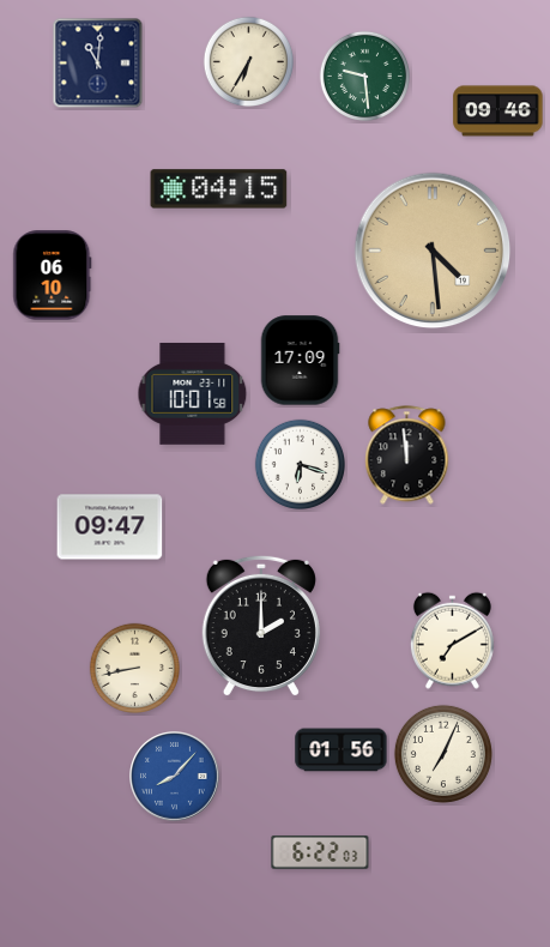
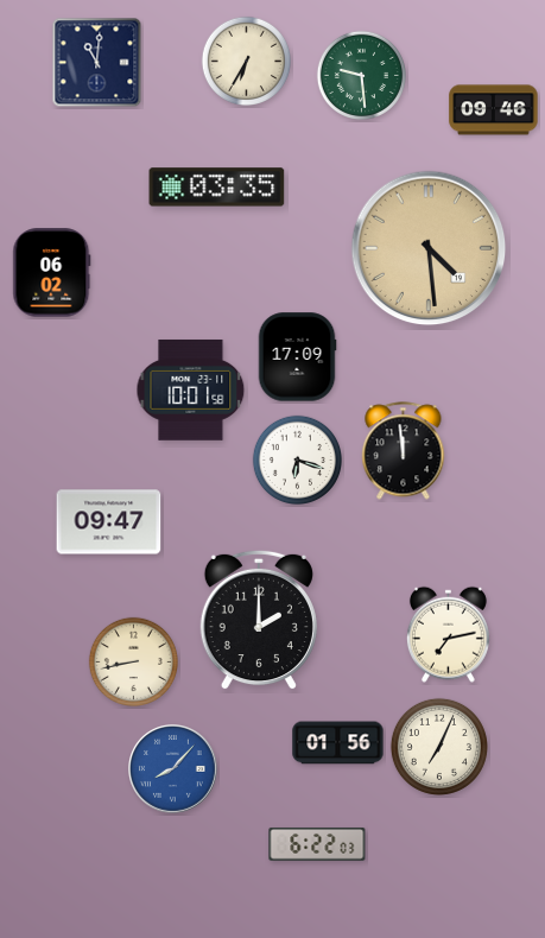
clock at (219, 189): 04:15 -> 03:35
clock at (53, 276): 06:10 -> 06:02
clock at (452, 640): 7:10 -> 7:13
